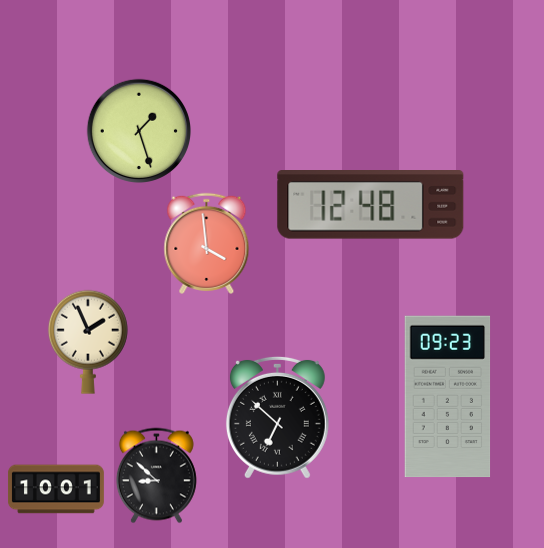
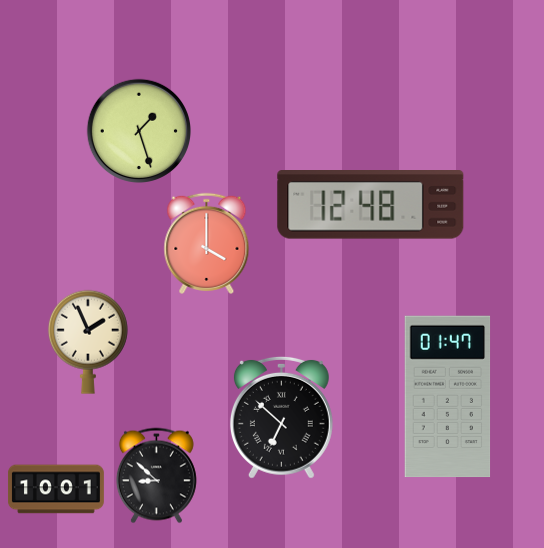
clock at (207, 243): 3:59 -> 4:00
clock at (448, 397): 09:23 -> 01:47
clock at (277, 417) position: (277, 417) -> (281, 417)
